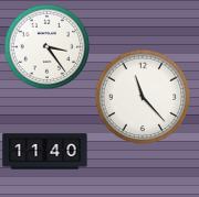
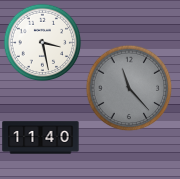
clock at (46, 46): 3:24 -> 3:28
clock at (143, 97) dial: white -> grey
